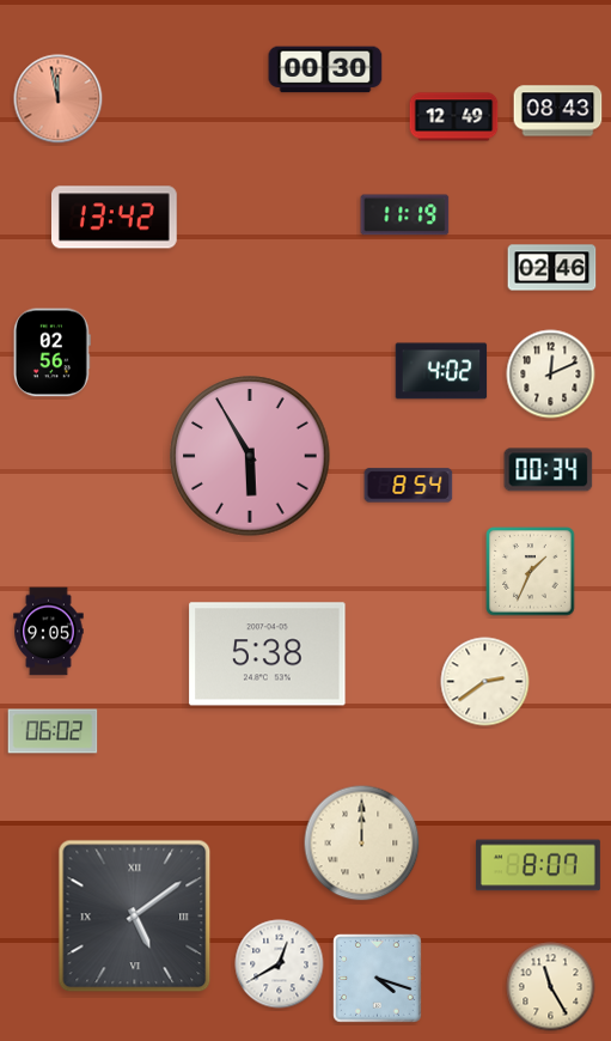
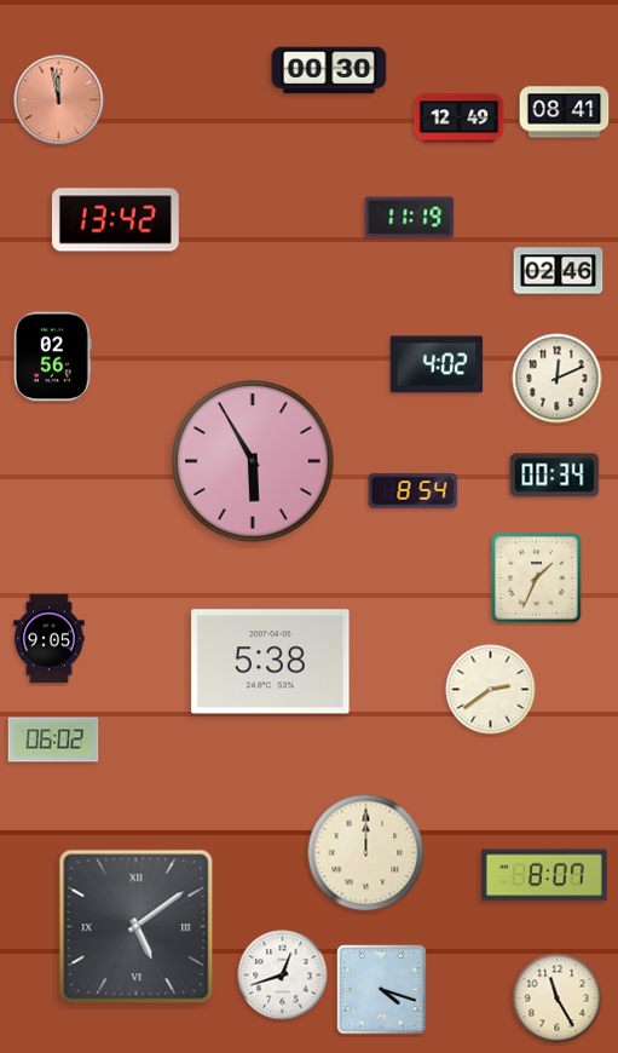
clock at (558, 111): 08:43 -> 08:41
clock at (441, 371) position: (441, 371) -> (437, 364)
clock at (280, 964): 12:40 -> 12:42
